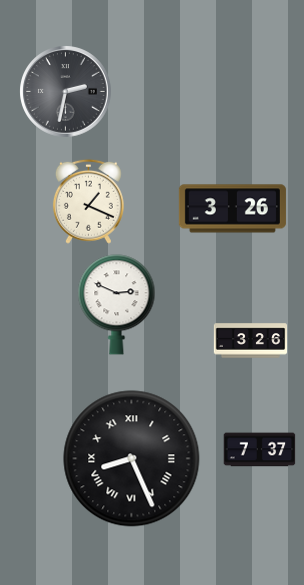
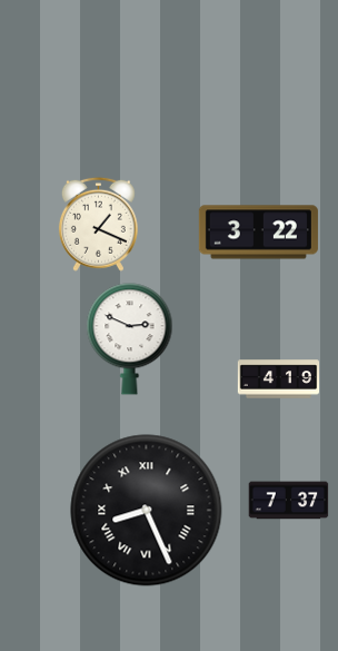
clock at (66, 92): 2:32 -> none
clock at (232, 209): 3:26 -> 3:22
clock at (251, 341): 3:26 -> 4:19
